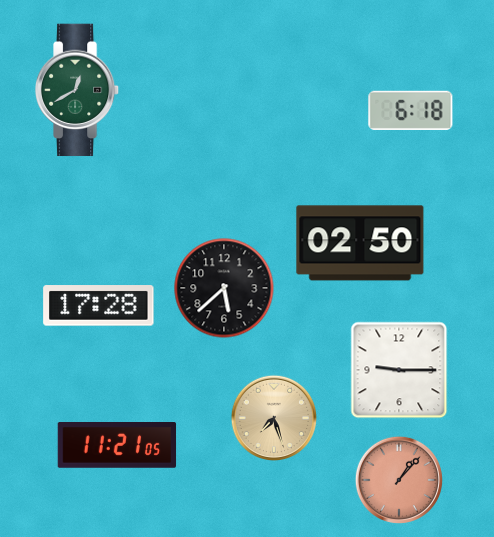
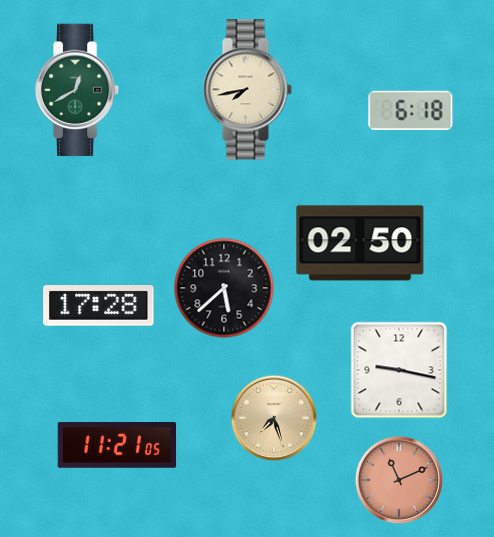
clock at (247, 90): none -> 7:43
clock at (399, 370): 9:15 -> 9:17
clock at (399, 480): 1:07 -> 11:11
